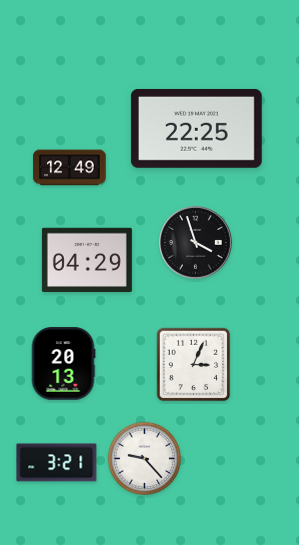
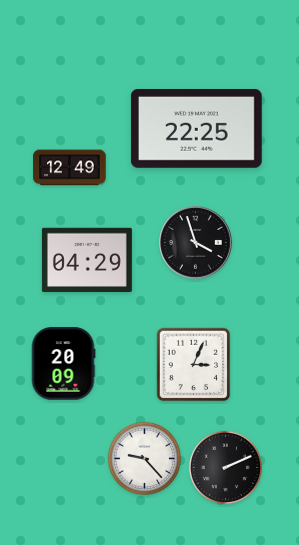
clock at (63, 364): 20:13 -> 20:09
clock at (57, 463): 3:21 -> none
clock at (226, 468): none -> 2:11
